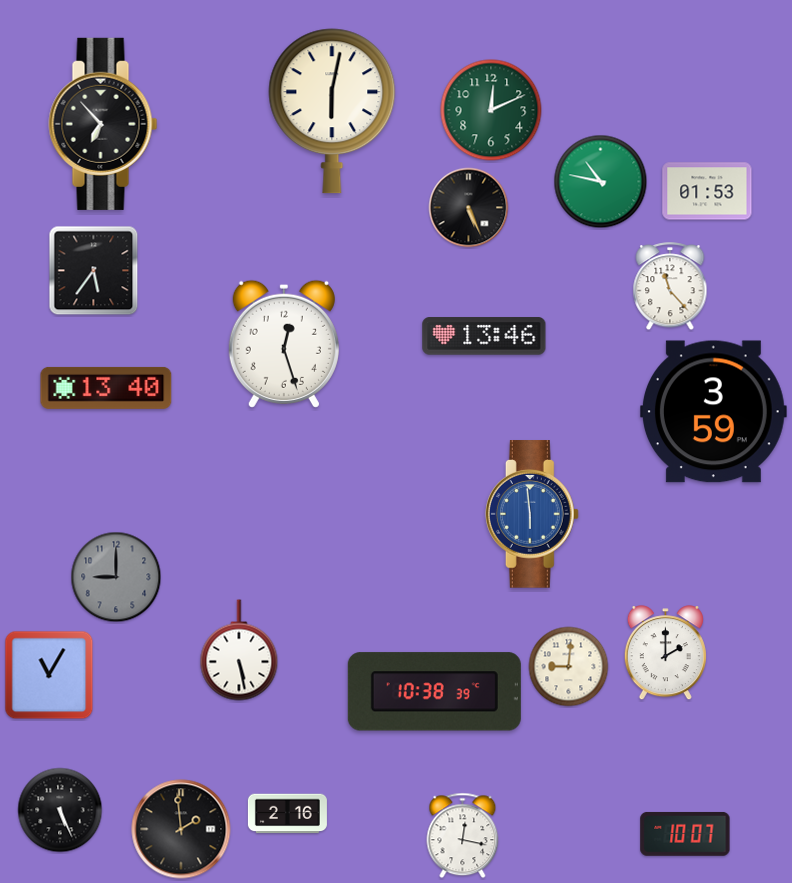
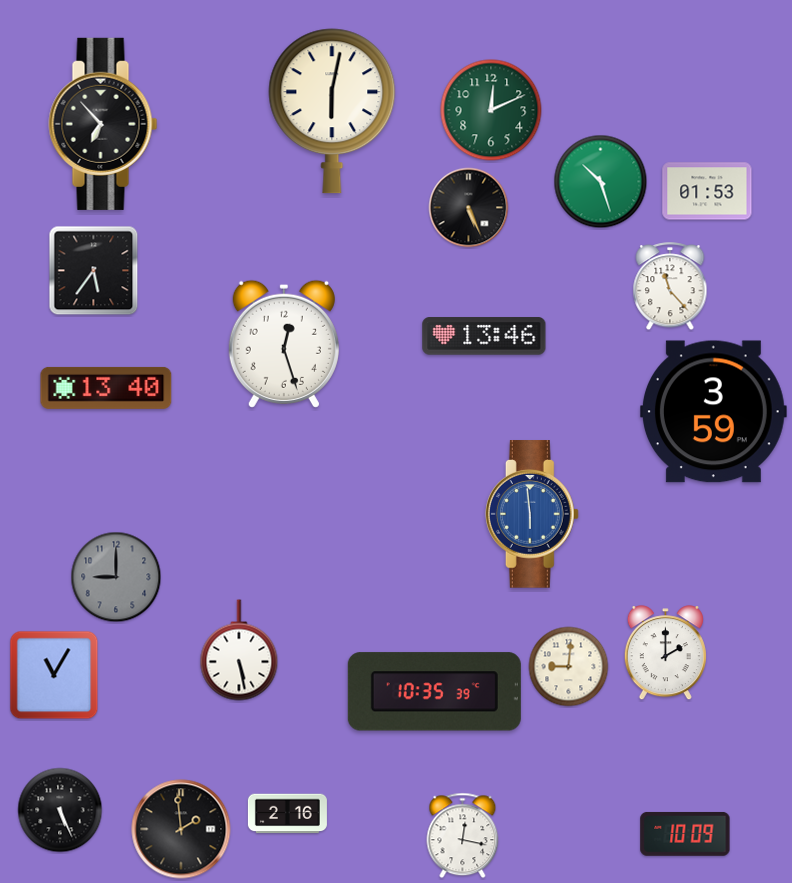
clock at (601, 182): 10:47 -> 10:27
clock at (49, 675) position: (49, 675) -> (54, 675)
clock at (434, 692): 10:38 -> 10:35
clock at (685, 834): 10:07 -> 10:09
